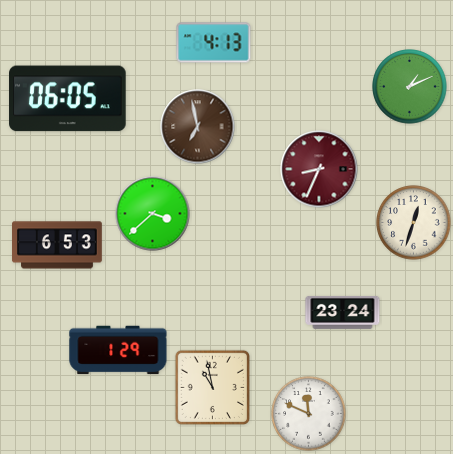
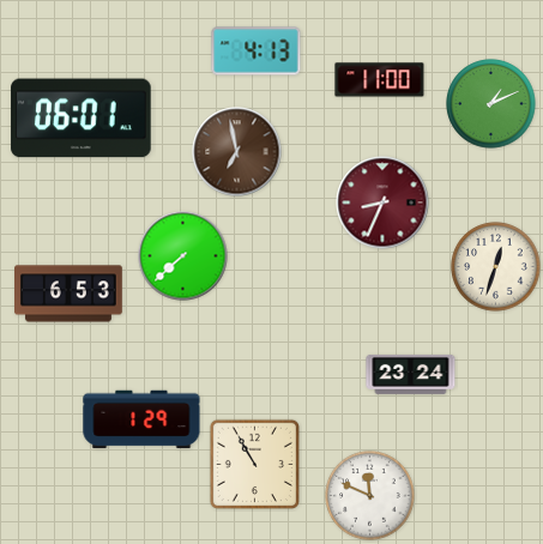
clock at (380, 80): none -> 11:00
clock at (68, 99): 06:05 -> 06:01
clock at (153, 214): 3:38 -> 7:38
clock at (212, 387): 10:58 -> 10:55
